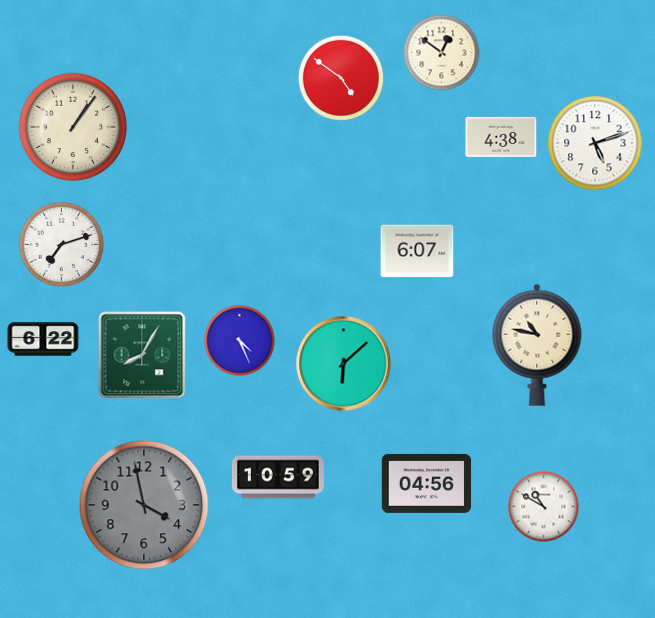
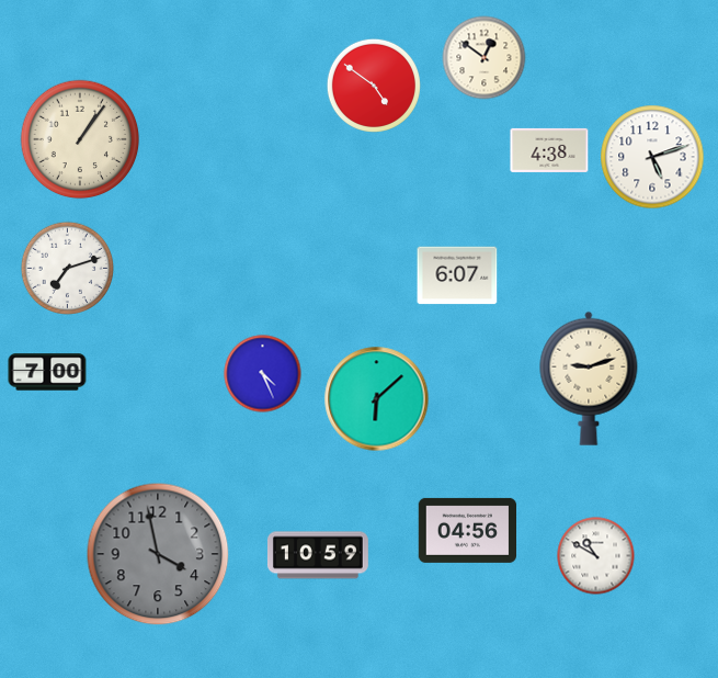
clock at (43, 339): 6:22 -> 7:00
clock at (537, 345): 10:47 -> 9:12
clock at (142, 355): 8:05 -> none
clock at (278, 477) position: (278, 477) -> (318, 555)
